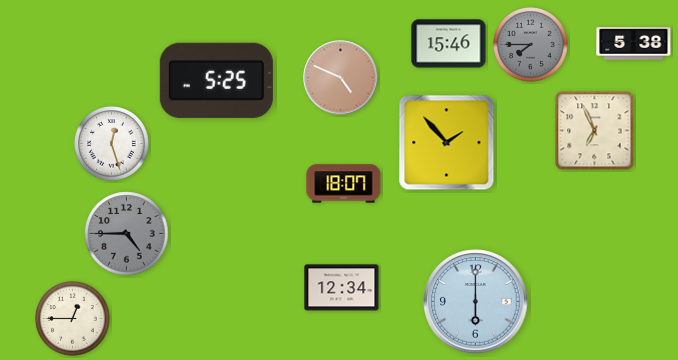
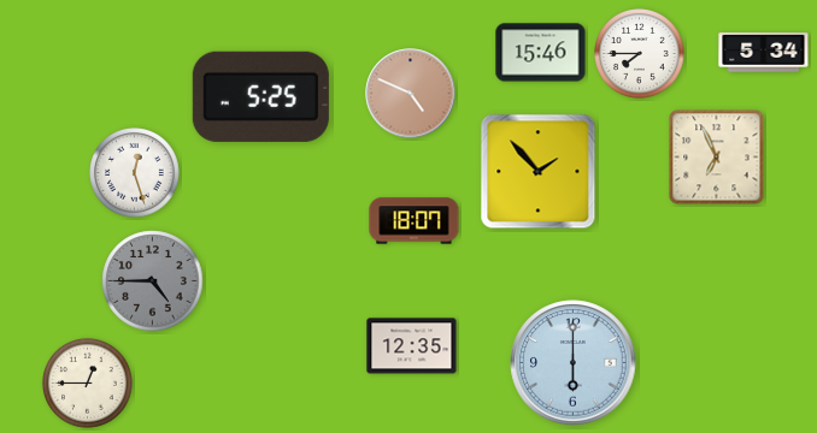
clock at (634, 44): 5:38 -> 5:34
clock at (531, 45) dial: grey -> white
clock at (342, 288): 12:34 -> 12:35
